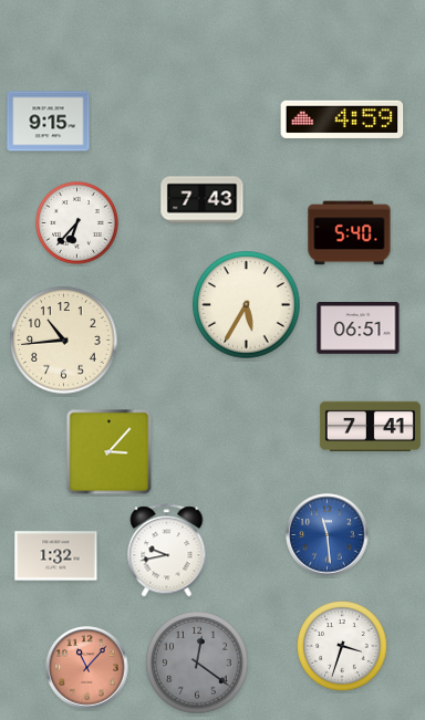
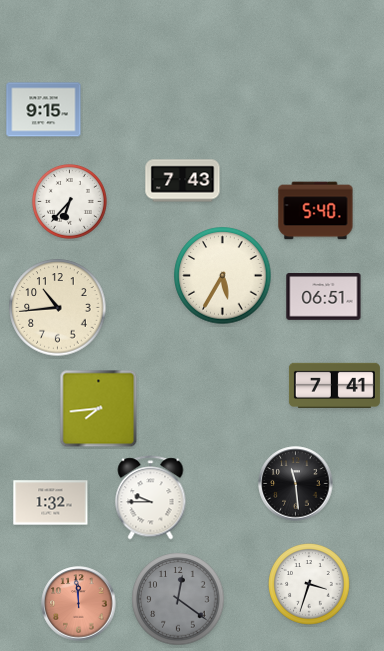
clock at (342, 119): 4:59 -> none
clock at (110, 452): 3:07 -> 7:44
clock at (328, 535) dial: blue -> black
clock at (167, 551): 9:43 -> 9:45
clock at (87, 668): 11:07 -> 11:59
